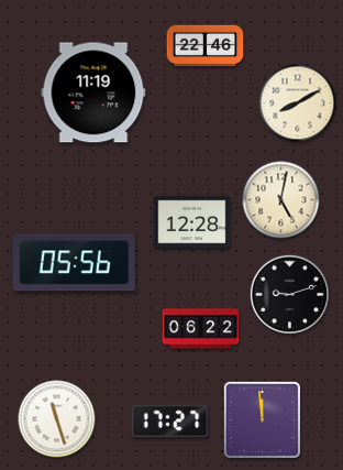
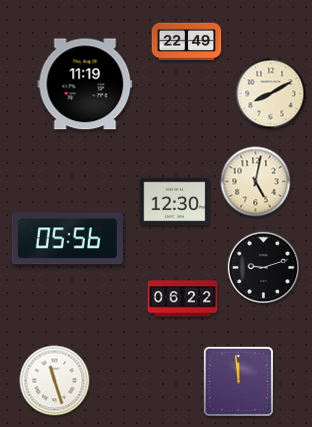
clock at (206, 46): 22:46 -> 22:49
clock at (192, 222): 12:28 -> 12:30
clock at (57, 419) position: (57, 419) -> (55, 381)
clock at (170, 422): 17:27 -> none
